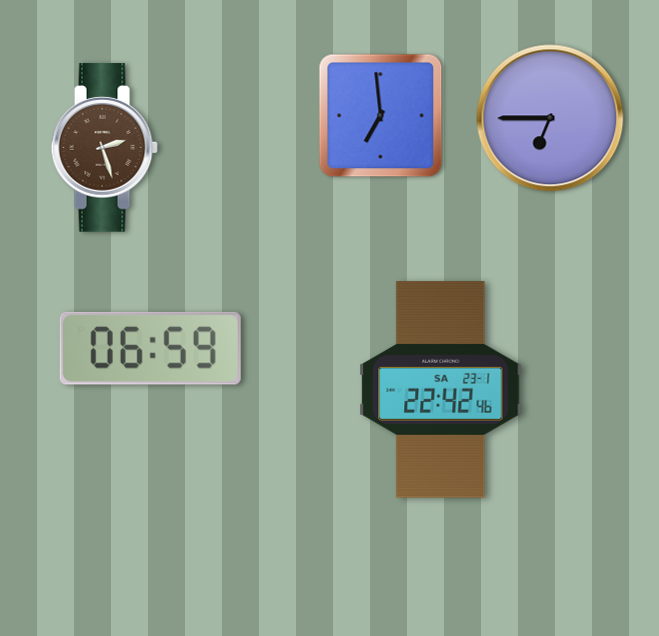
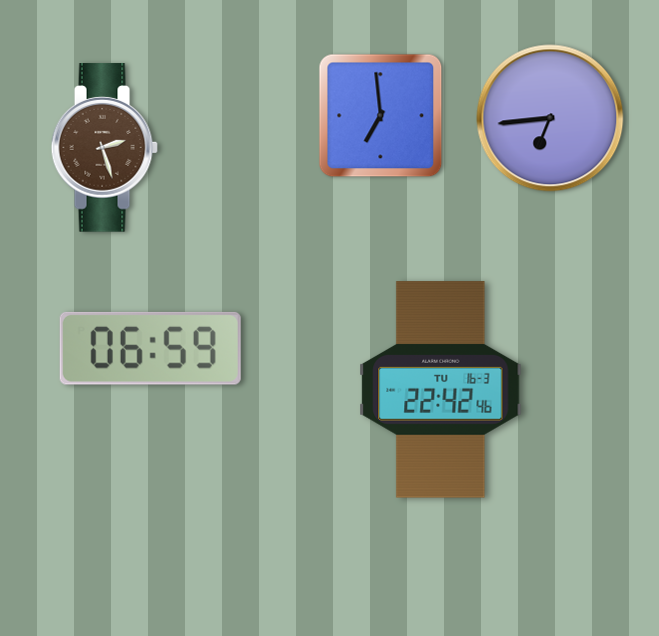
clock at (550, 118): 6:45 -> 6:44
clock at (441, 390) date: SA 23-1 -> TU 16-3
